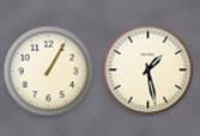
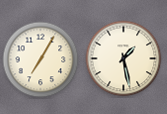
clock at (49, 72): 1:05 -> 7:05
